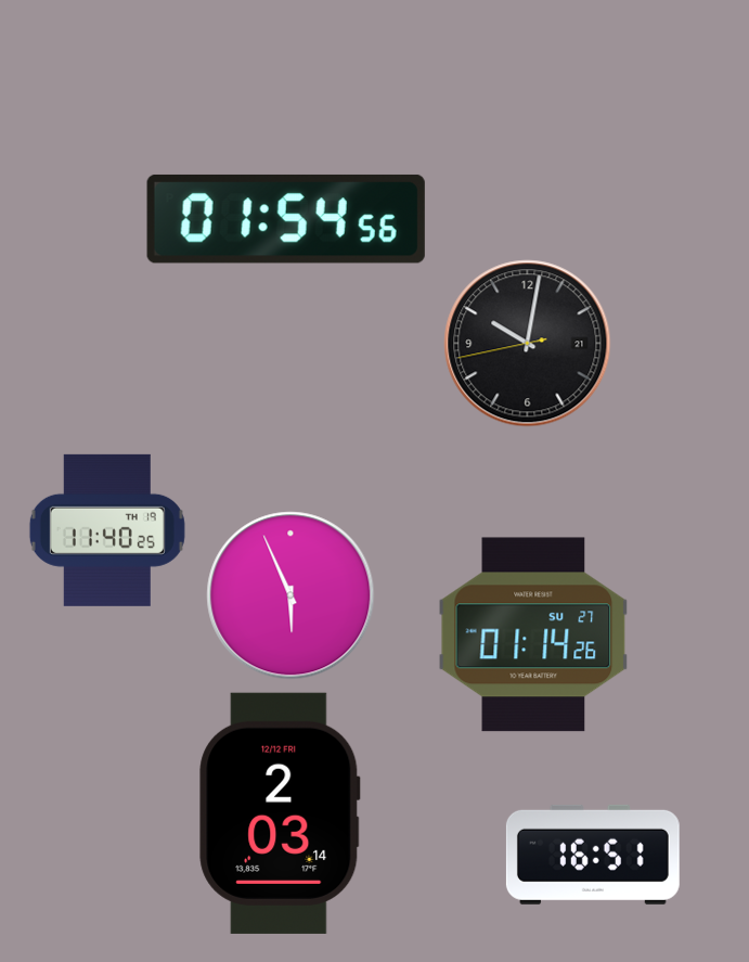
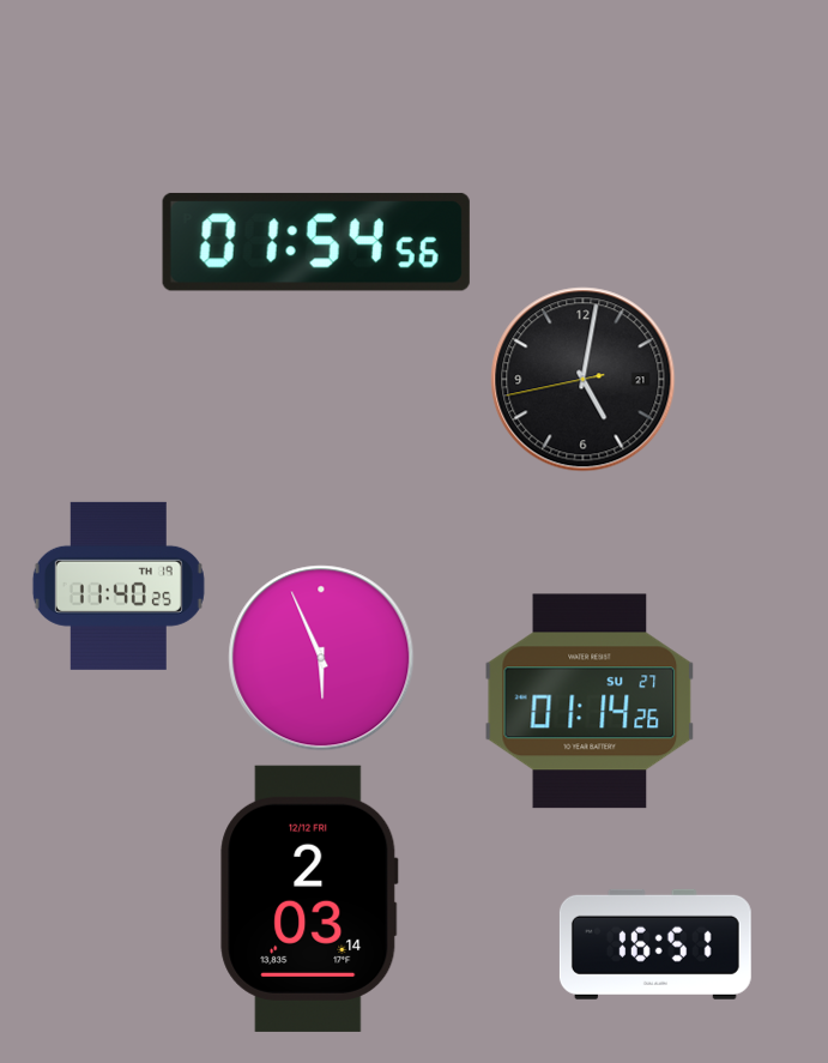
clock at (528, 344): 10:01 -> 5:01
